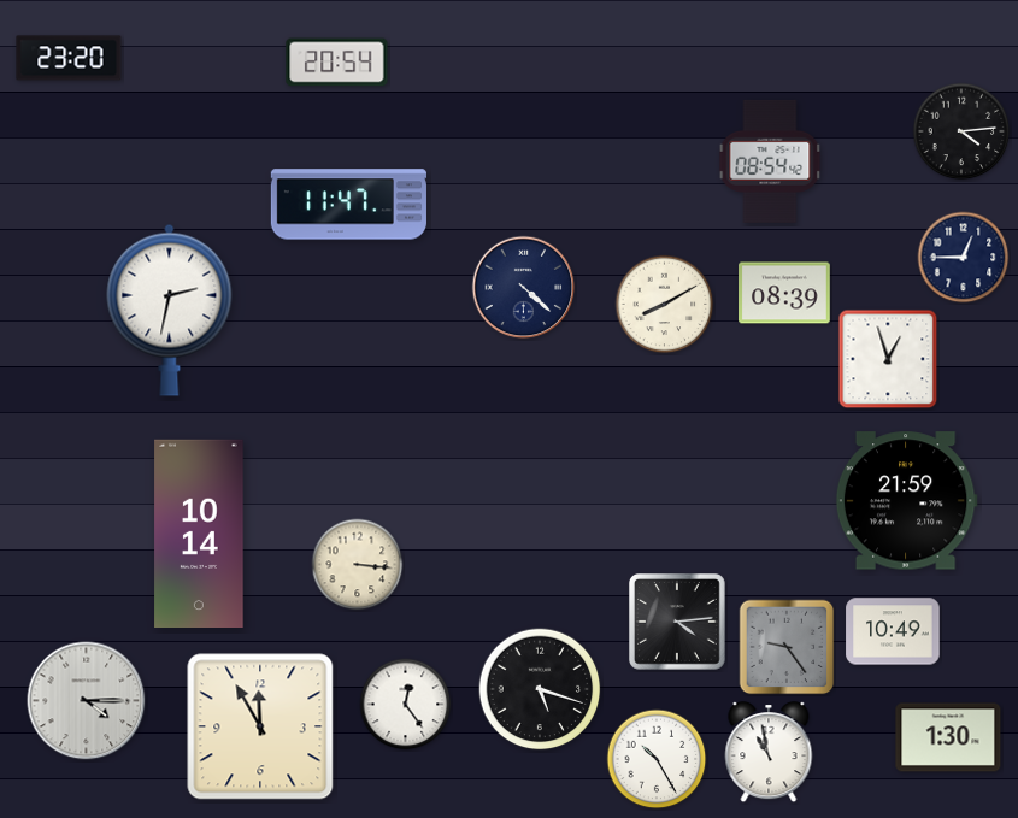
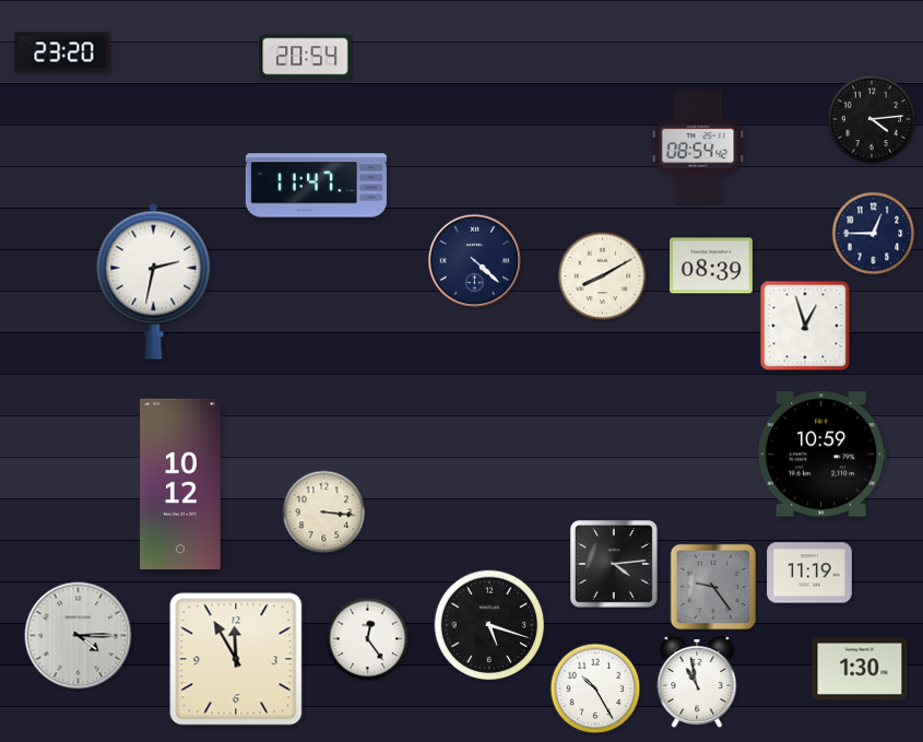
clock at (906, 501): 21:59 -> 10:59
clock at (199, 532): 10:14 -> 10:12
clock at (893, 631): 10:49 -> 11:19
